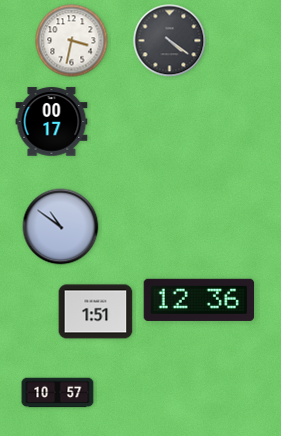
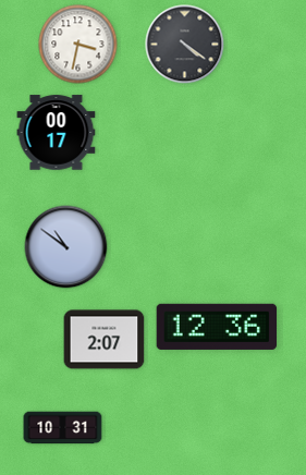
clock at (96, 312): 1:51 -> 2:07
clock at (58, 393): 10:57 -> 10:31
